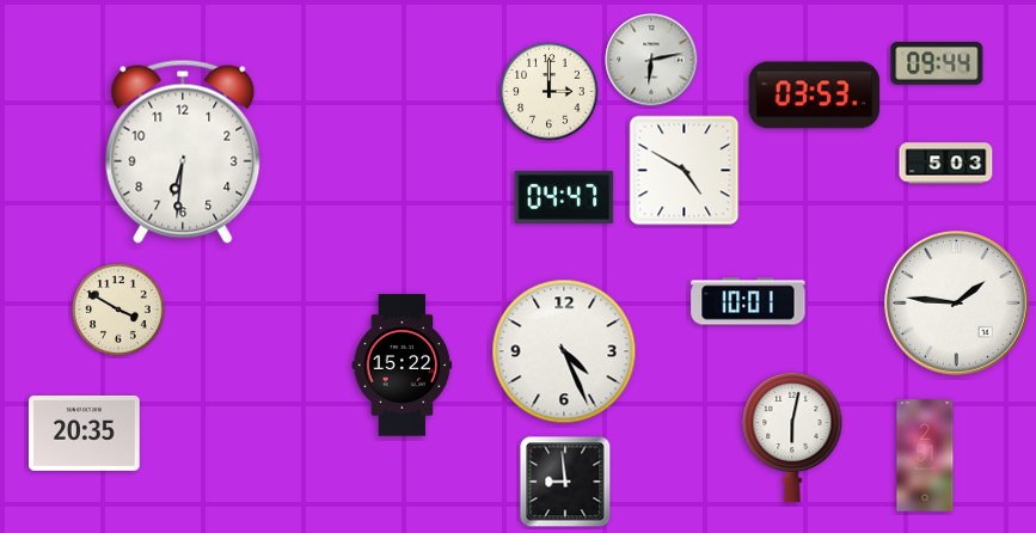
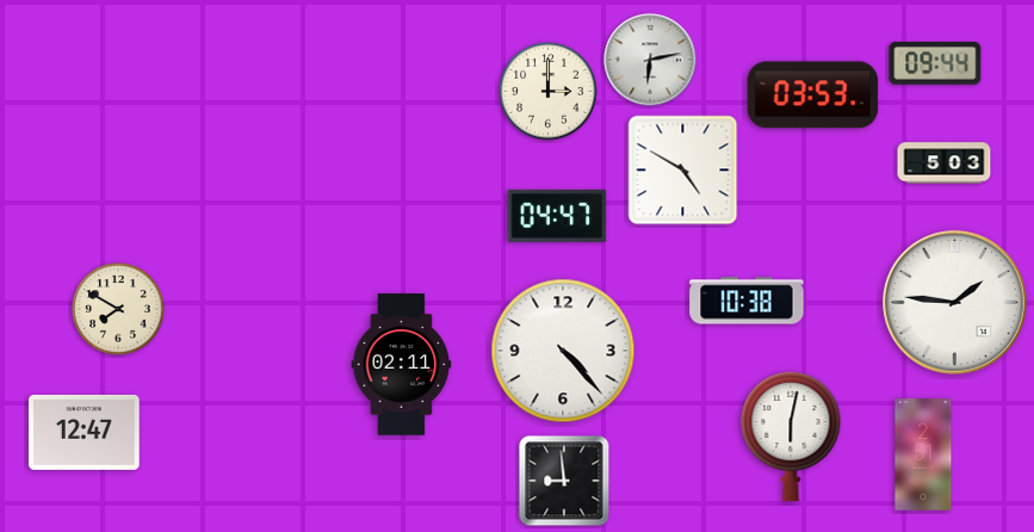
clock at (183, 152): 6:31 -> none
clock at (564, 197) position: (564, 197) -> (557, 216)
clock at (748, 301): 10:01 -> 10:38
clock at (118, 310): 3:50 -> 7:50
clock at (564, 351): 4:26 -> 4:23
clock at (403, 366): 15:22 -> 02:11
clock at (85, 433): 20:35 -> 12:47
